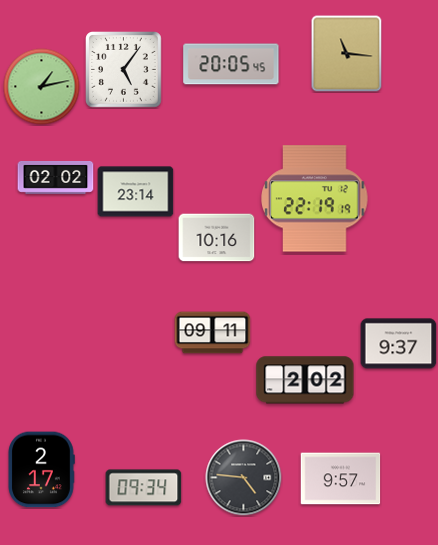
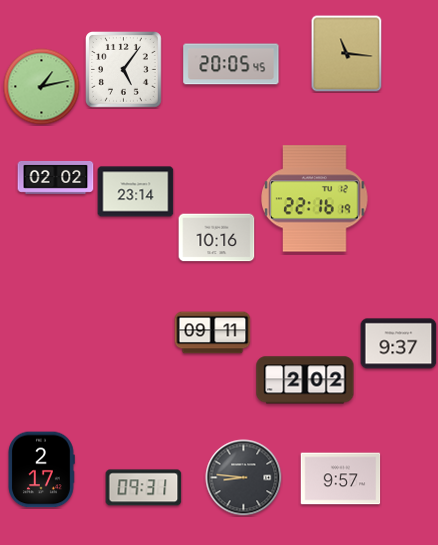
clock at (315, 199): 22:19 -> 22:16
clock at (244, 478): 4:46 -> 8:46
clock at (144, 488): 09:34 -> 09:31
